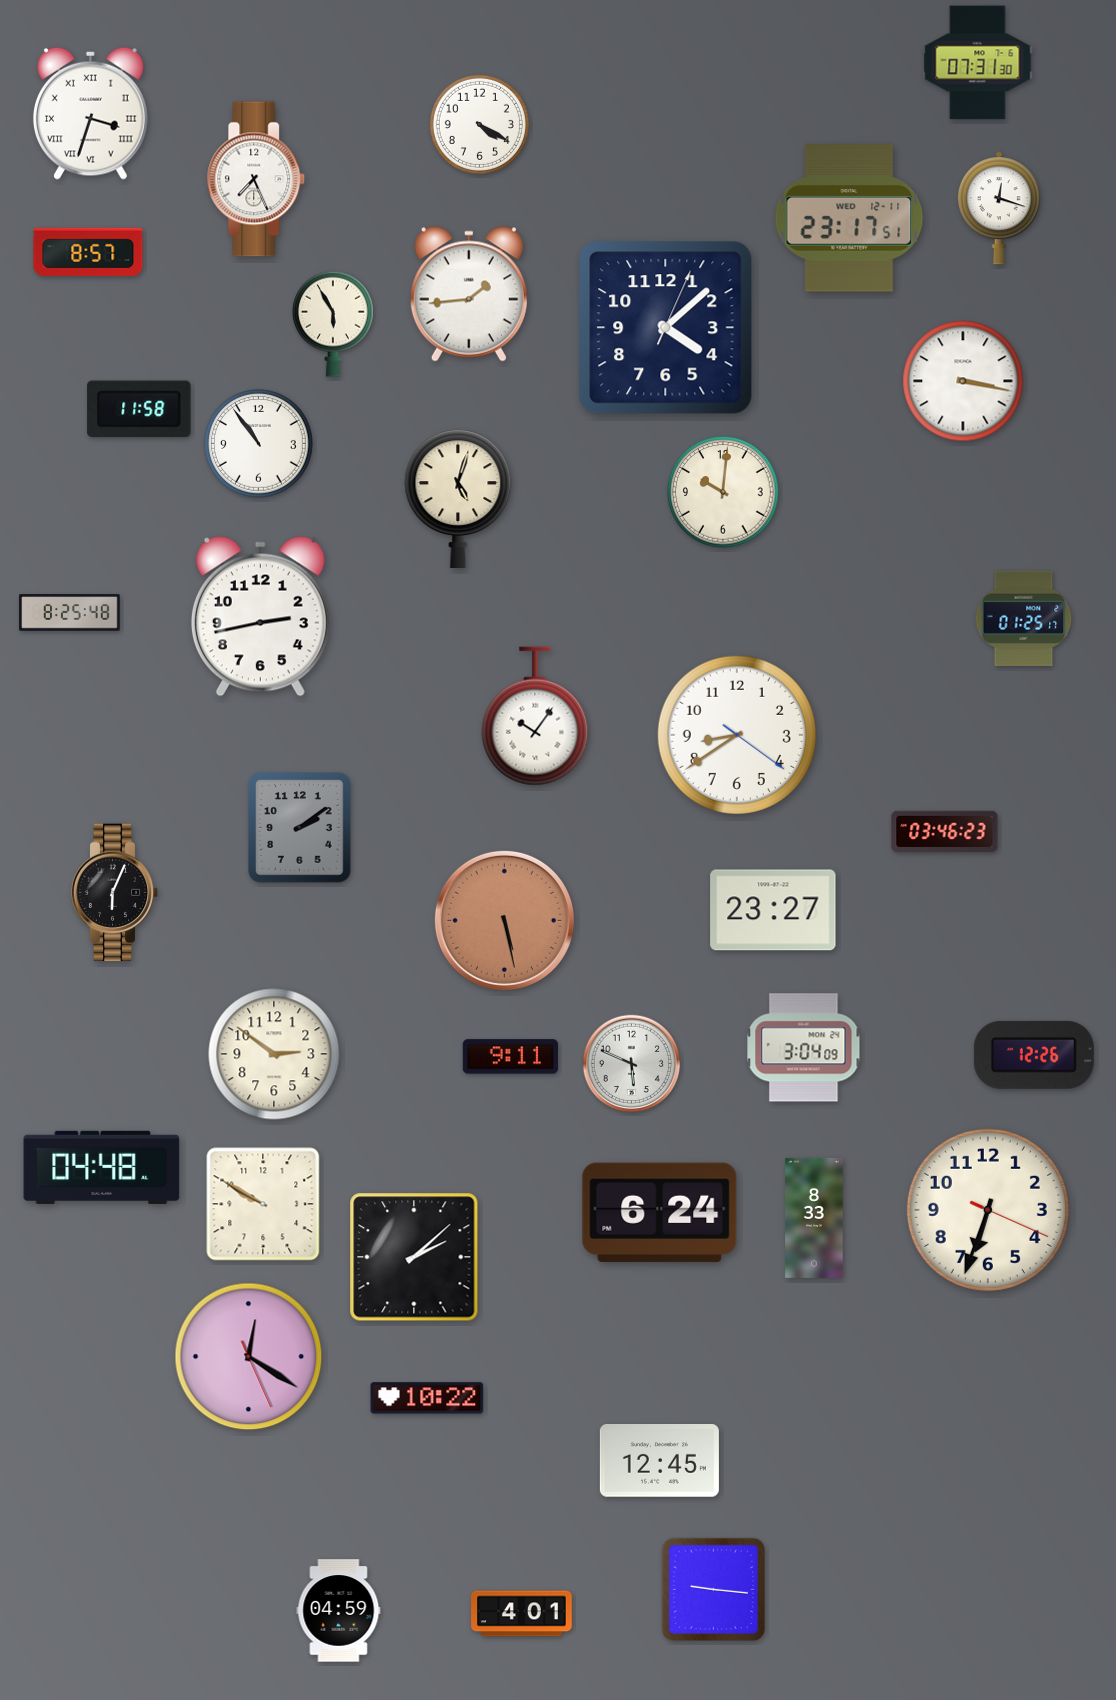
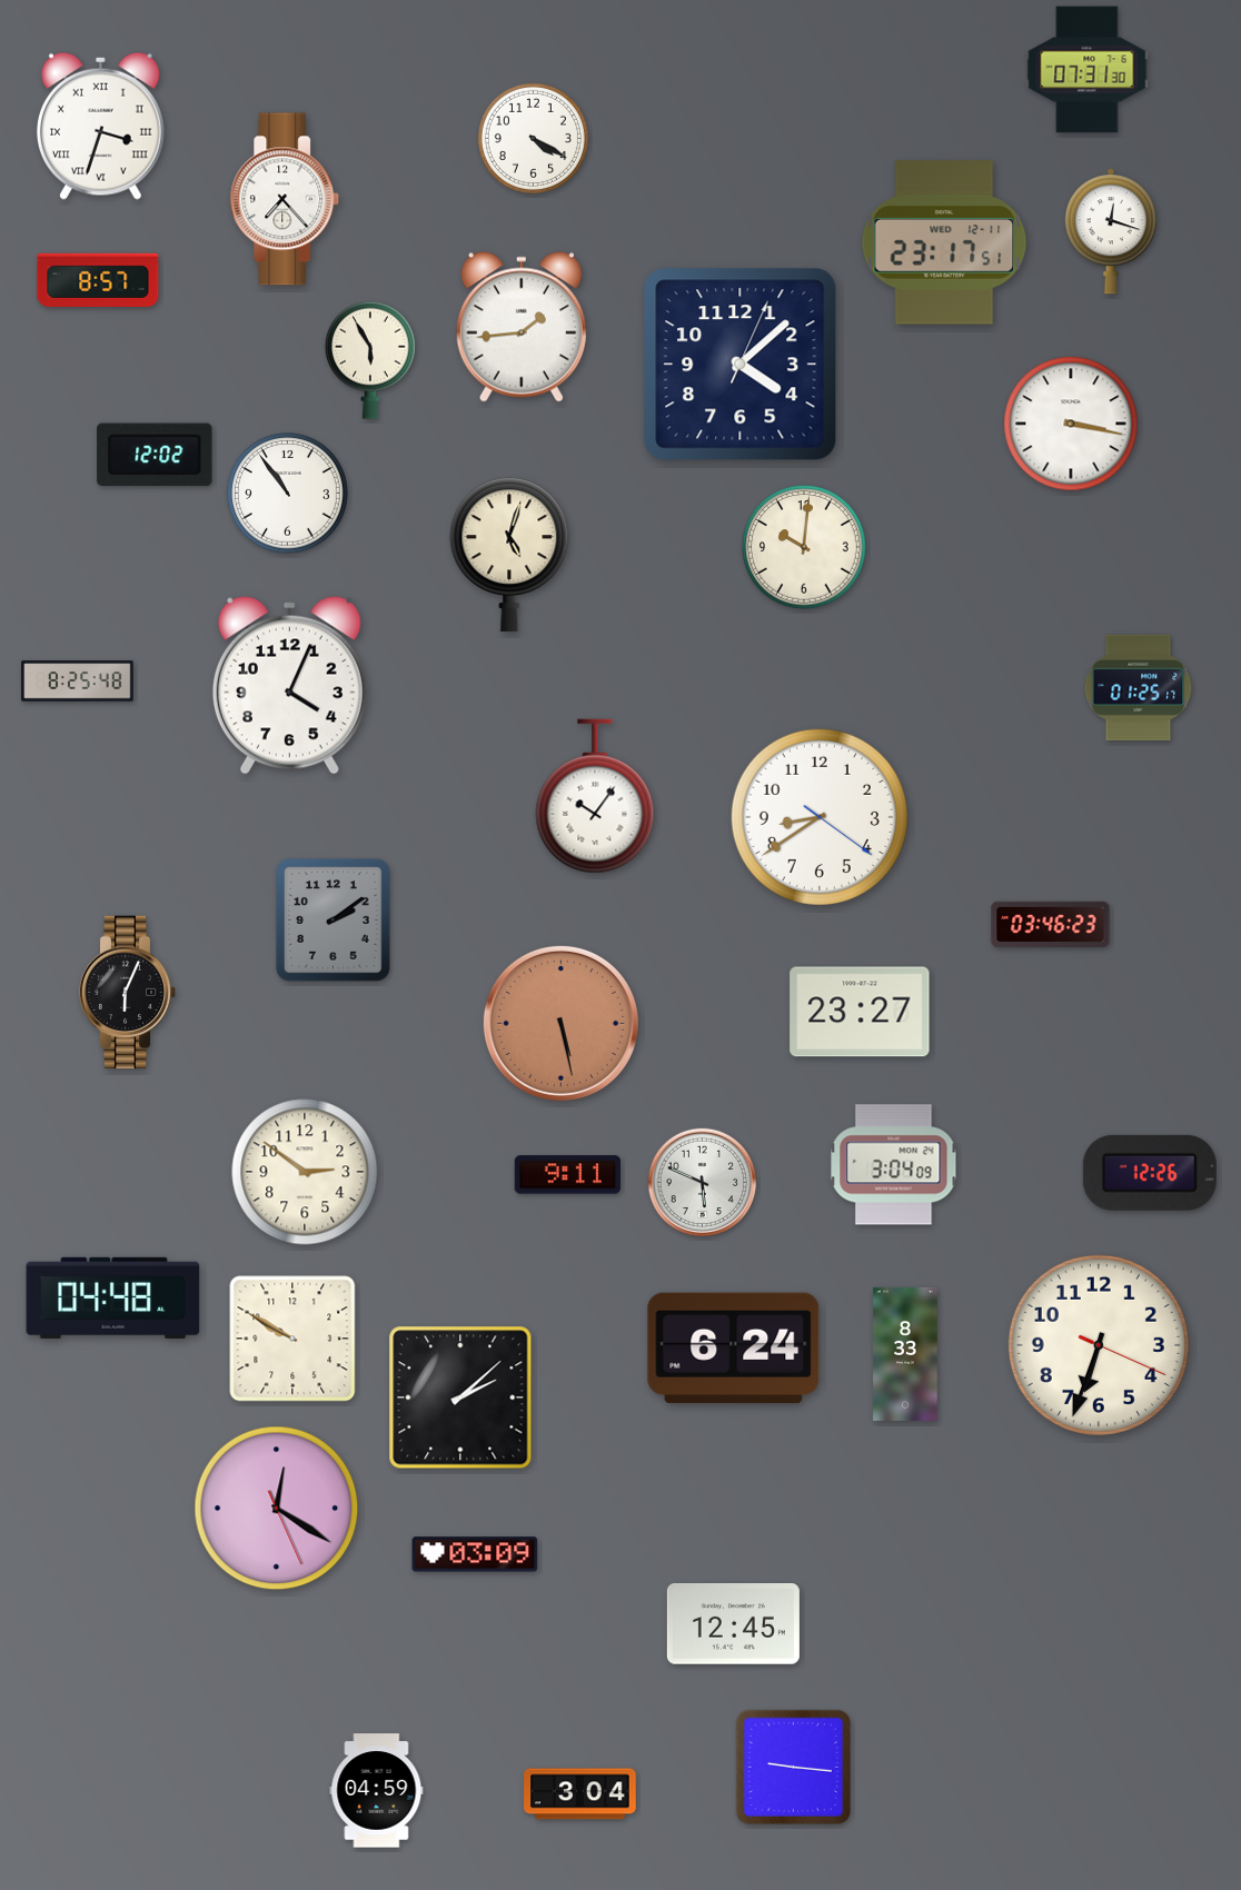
clock at (256, 179): 7:26 -> 7:23
clock at (139, 409): 11:58 -> 12:02
clock at (260, 617): 2:43 -> 4:04
clock at (427, 1398): 10:22 -> 03:09
clock at (522, 1614): 4:01 -> 3:04
